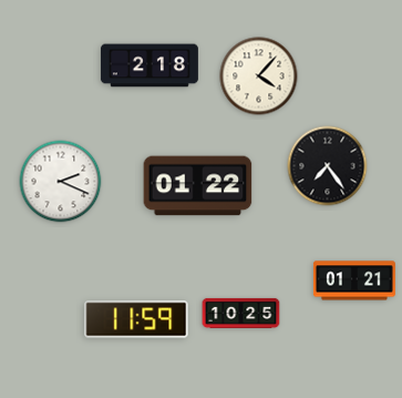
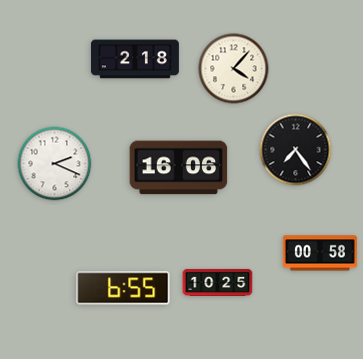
clock at (198, 186): 01:22 -> 16:06
clock at (354, 280): 01:21 -> 00:58
clock at (136, 319): 11:59 -> 6:55
